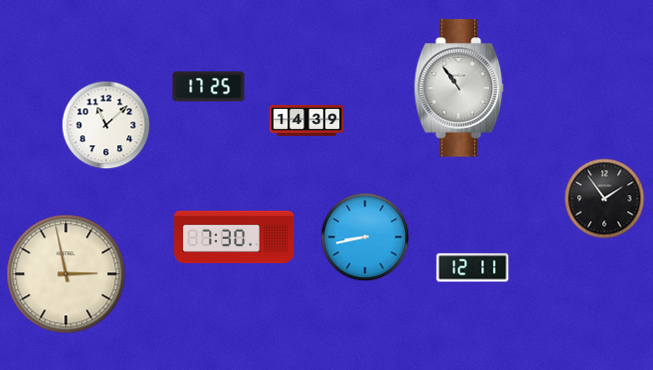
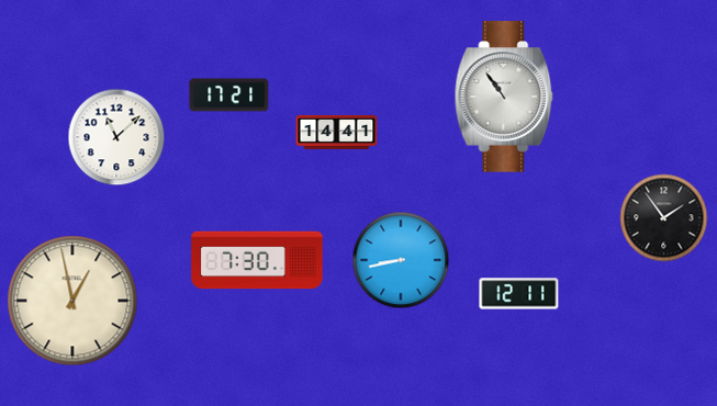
clock at (209, 87): 17:25 -> 17:21
clock at (307, 121): 14:39 -> 14:41
clock at (66, 274): 2:58 -> 12:58
